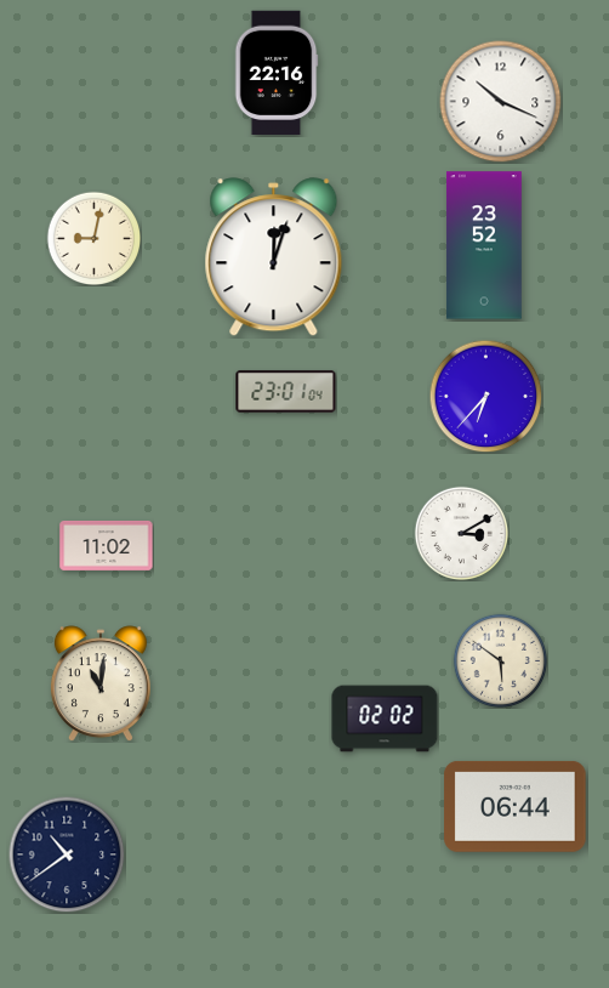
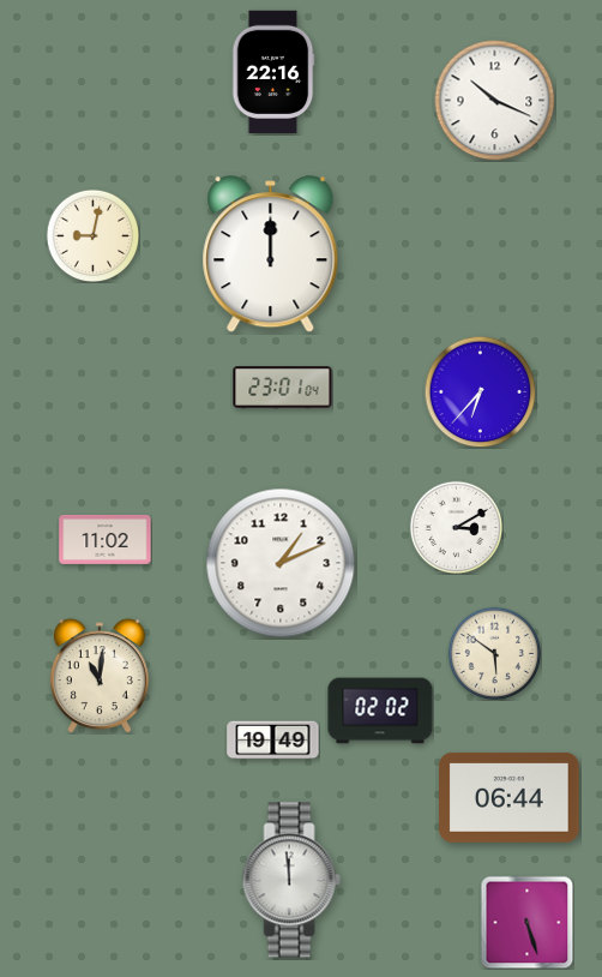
clock at (484, 245): 23:52 -> none
clock at (274, 257): 12:03 -> 12:00
clock at (281, 563): none -> 1:11
clock at (273, 741): none -> 19:49
clock at (67, 854): 10:39 -> none
clock at (291, 880): none -> 11:59
clock at (526, 922): none -> 5:27
